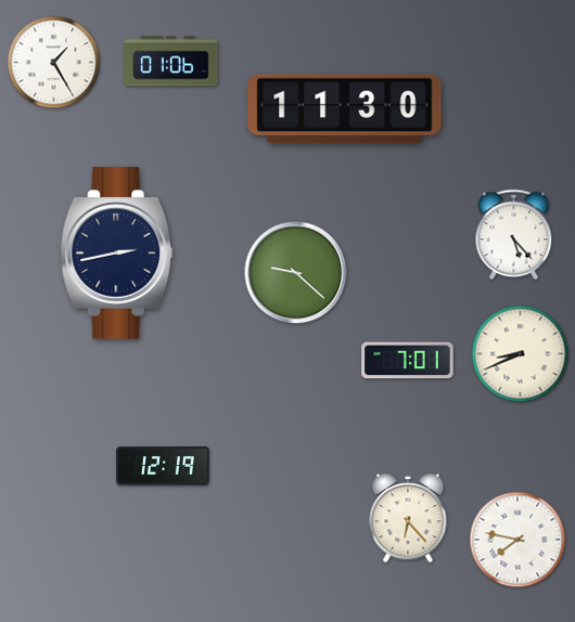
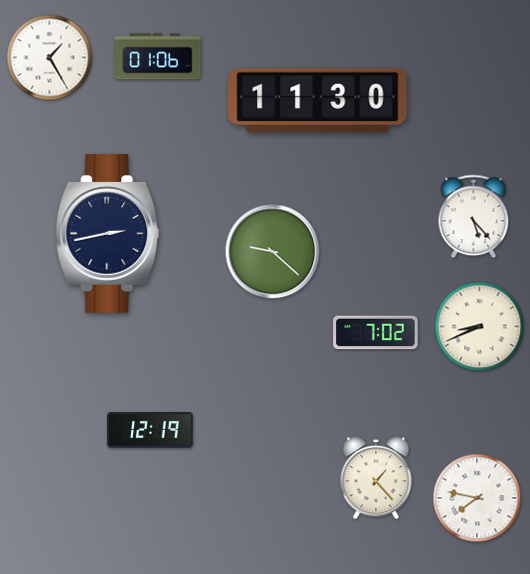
clock at (408, 361): 7:01 -> 7:02
clock at (408, 519): 6:23 -> 1:23
